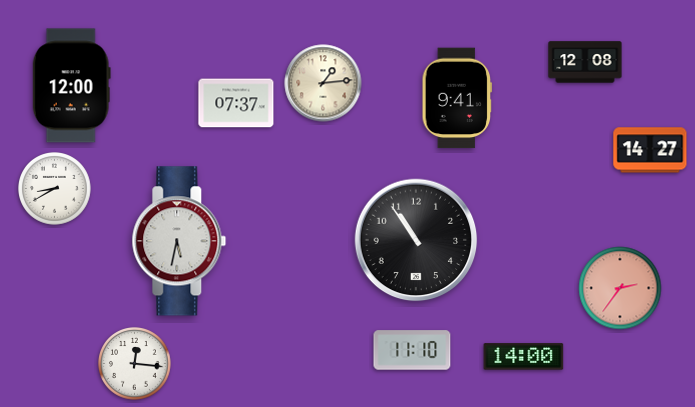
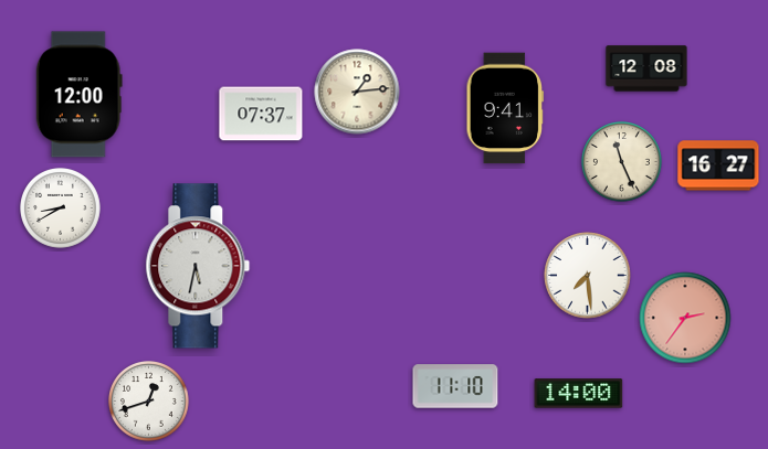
clock at (622, 162): none -> 11:26
clock at (650, 150): 14:27 -> 16:27
clock at (416, 240): 10:54 -> none
clock at (588, 276): none -> 7:29
clock at (135, 364): 12:16 -> 12:42
